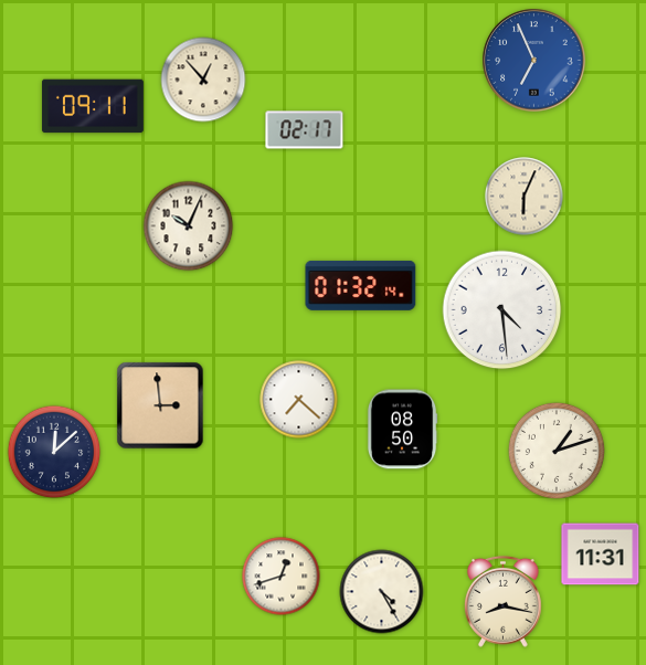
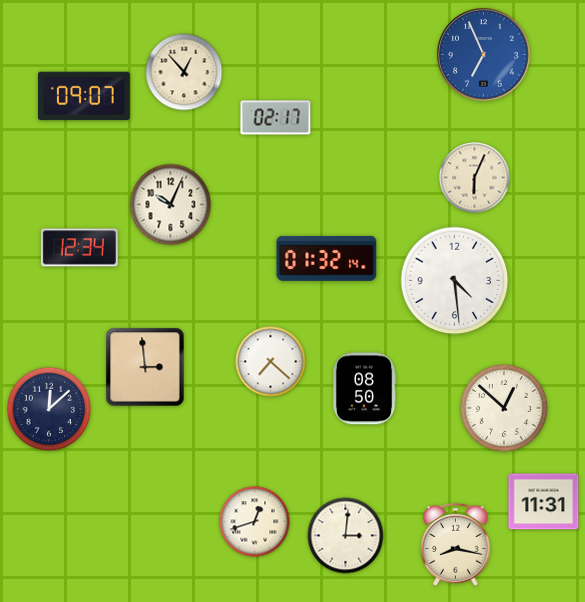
clock at (93, 106): 09:11 -> 09:07
clock at (79, 248): none -> 12:34
clock at (557, 451): 1:12 -> 12:52
clock at (382, 592): 4:25 -> 3:01
